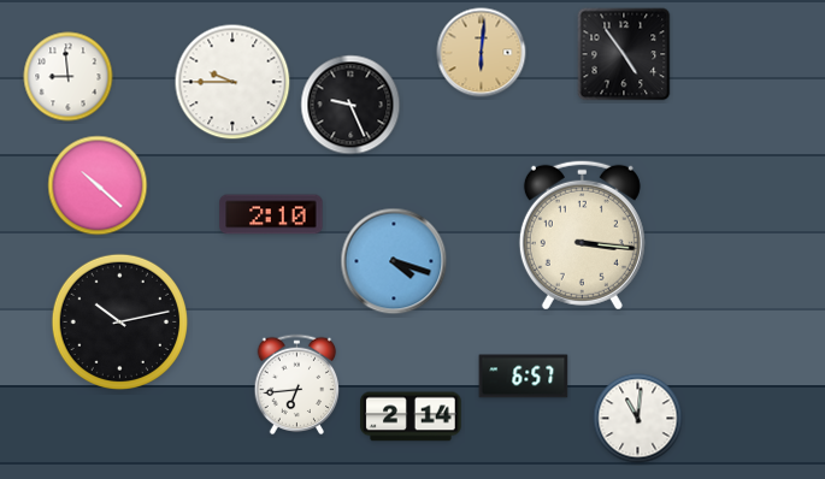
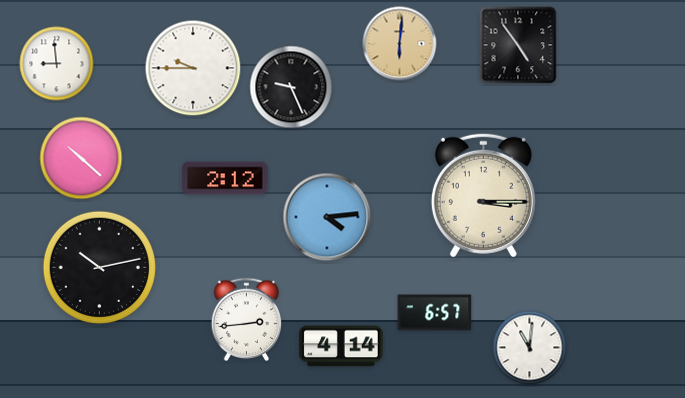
clock at (98, 185) position: (98, 185) -> (81, 158)
clock at (271, 214): 2:10 -> 2:12
clock at (582, 235): 3:16 -> 3:15
clock at (394, 261): 4:18 -> 4:14
clock at (297, 385): 6:44 -> 2:44
clock at (411, 416): 2:14 -> 4:14
